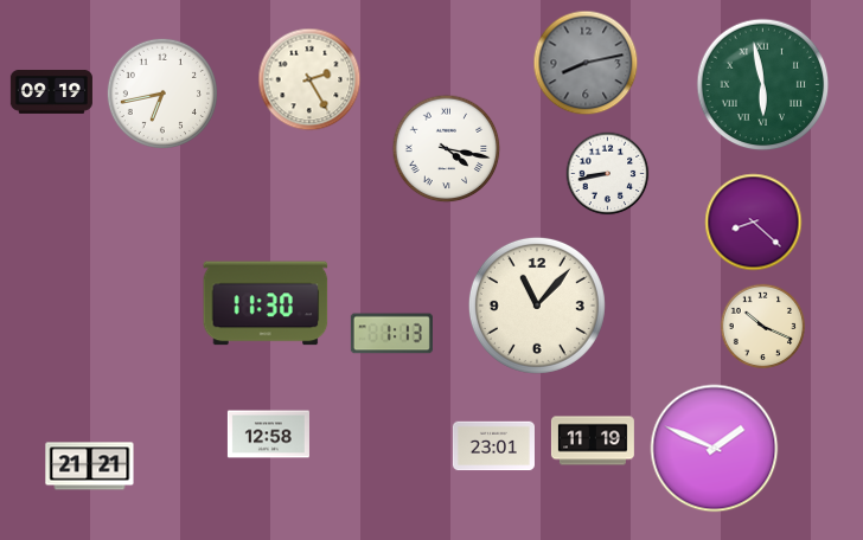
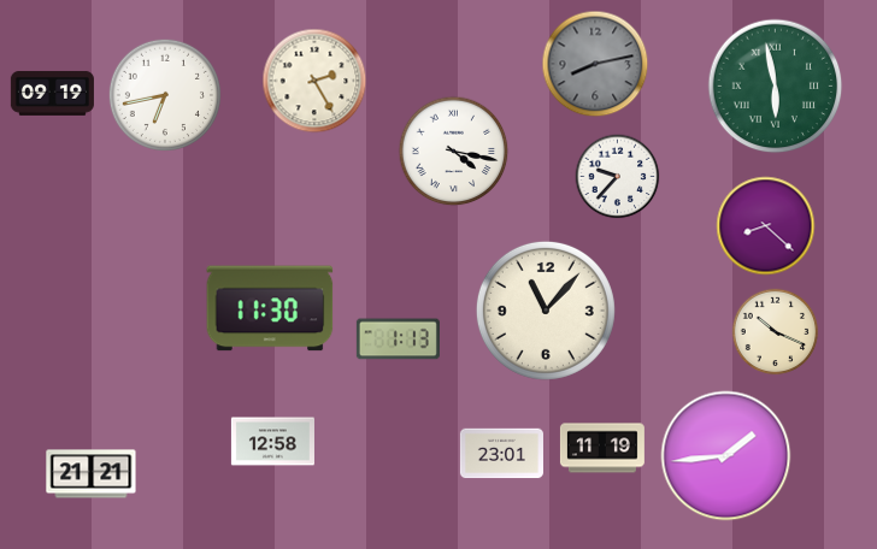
clock at (608, 174): 8:43 -> 9:37
clock at (715, 449): 1:49 -> 1:44
